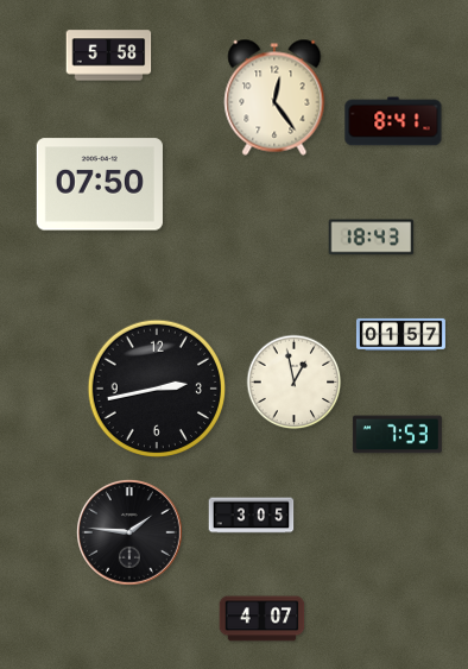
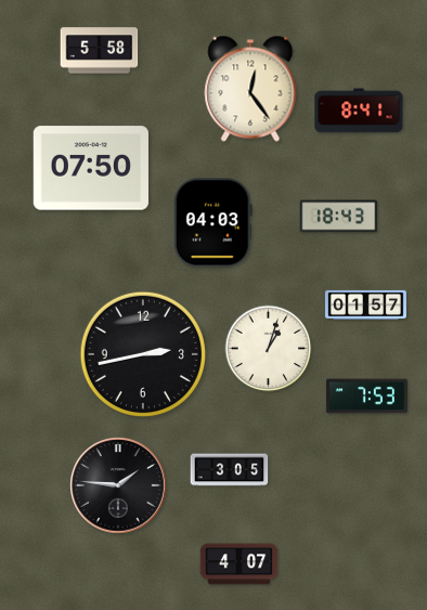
clock at (212, 223): none -> 04:03
clock at (295, 383): 12:58 -> 1:03
clock at (397, 435) position: (397, 435) -> (366, 397)
